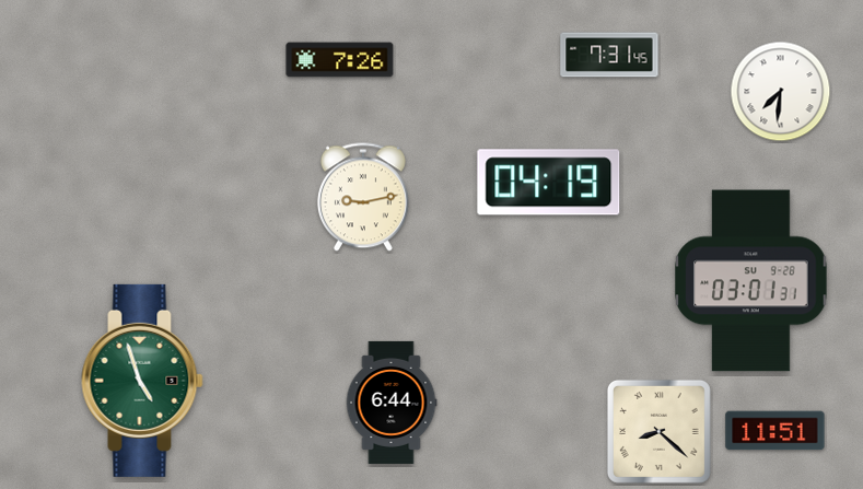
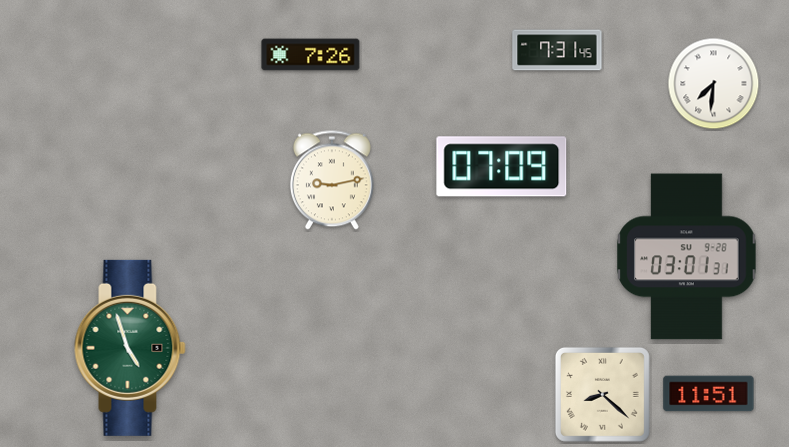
clock at (549, 183): 04:19 -> 07:09
clock at (392, 403): 6:44 -> none
